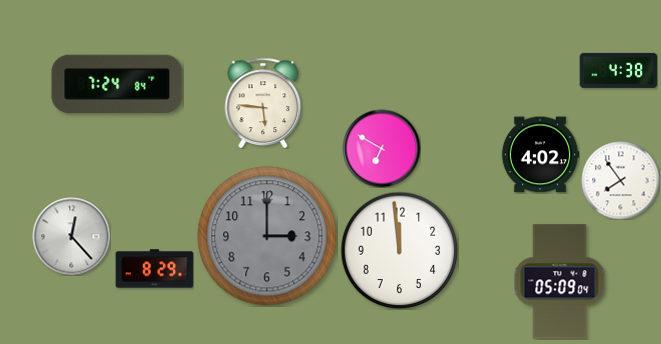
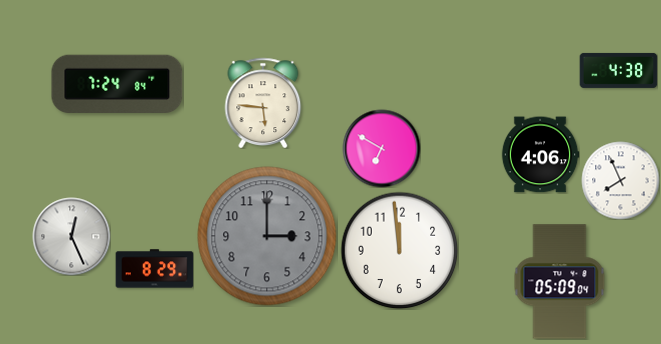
clock at (540, 155): 4:02 -> 4:06
clock at (620, 180): 7:54 -> 7:56
clock at (71, 236): 12:23 -> 12:26
